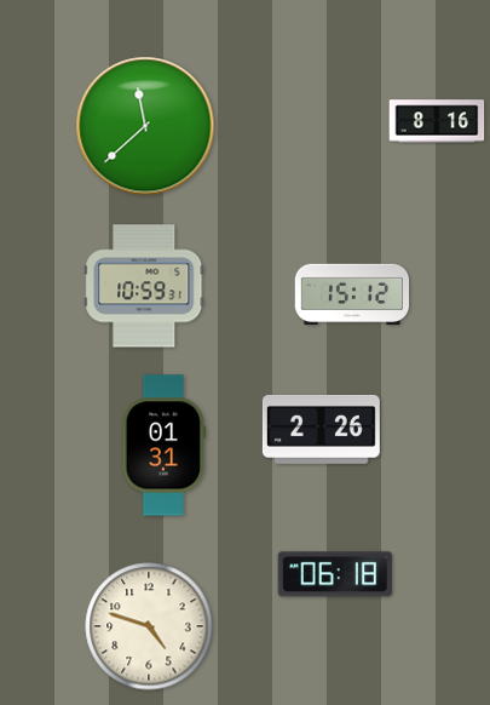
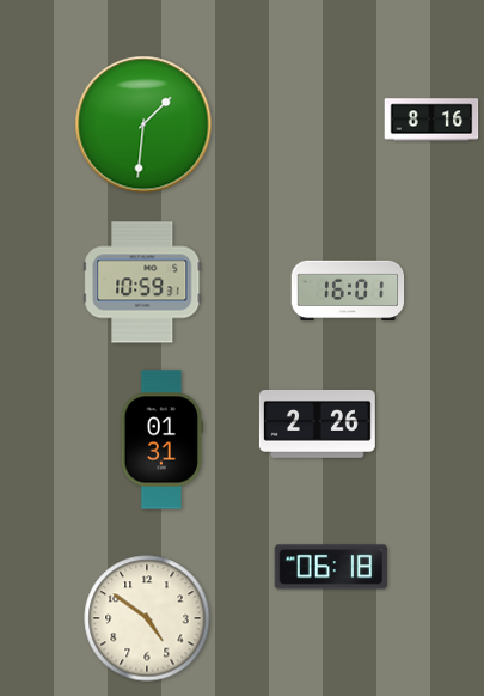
clock at (145, 126): 11:38 -> 1:31
clock at (352, 294): 15:12 -> 16:01
clock at (149, 626): 4:48 -> 4:51
